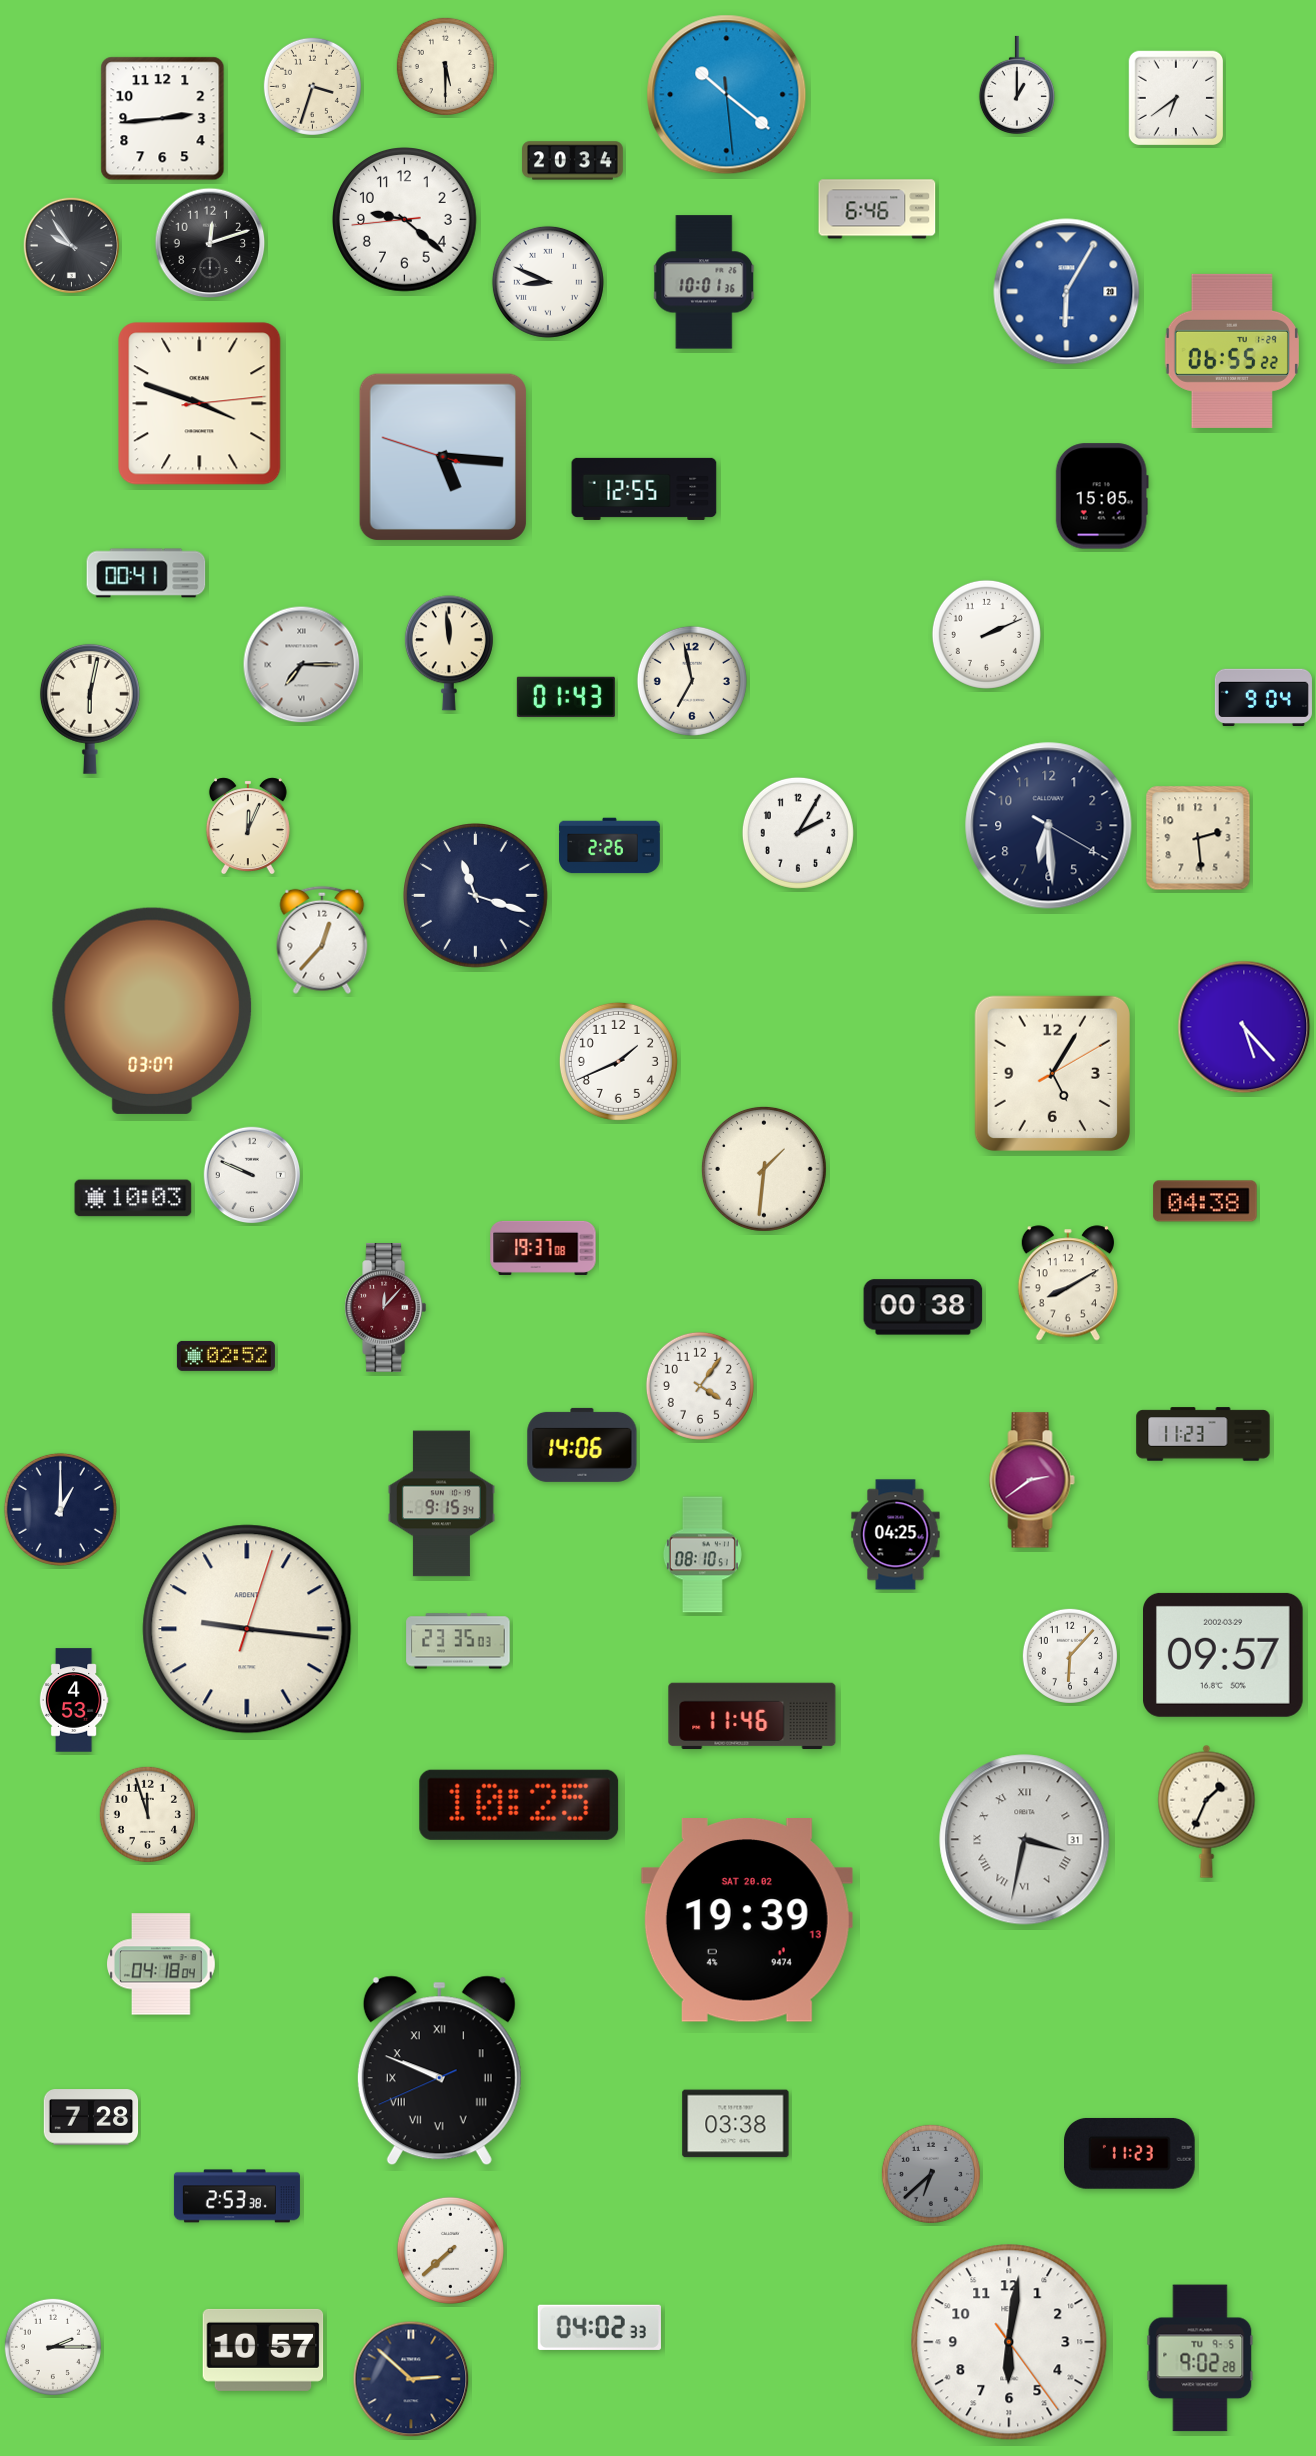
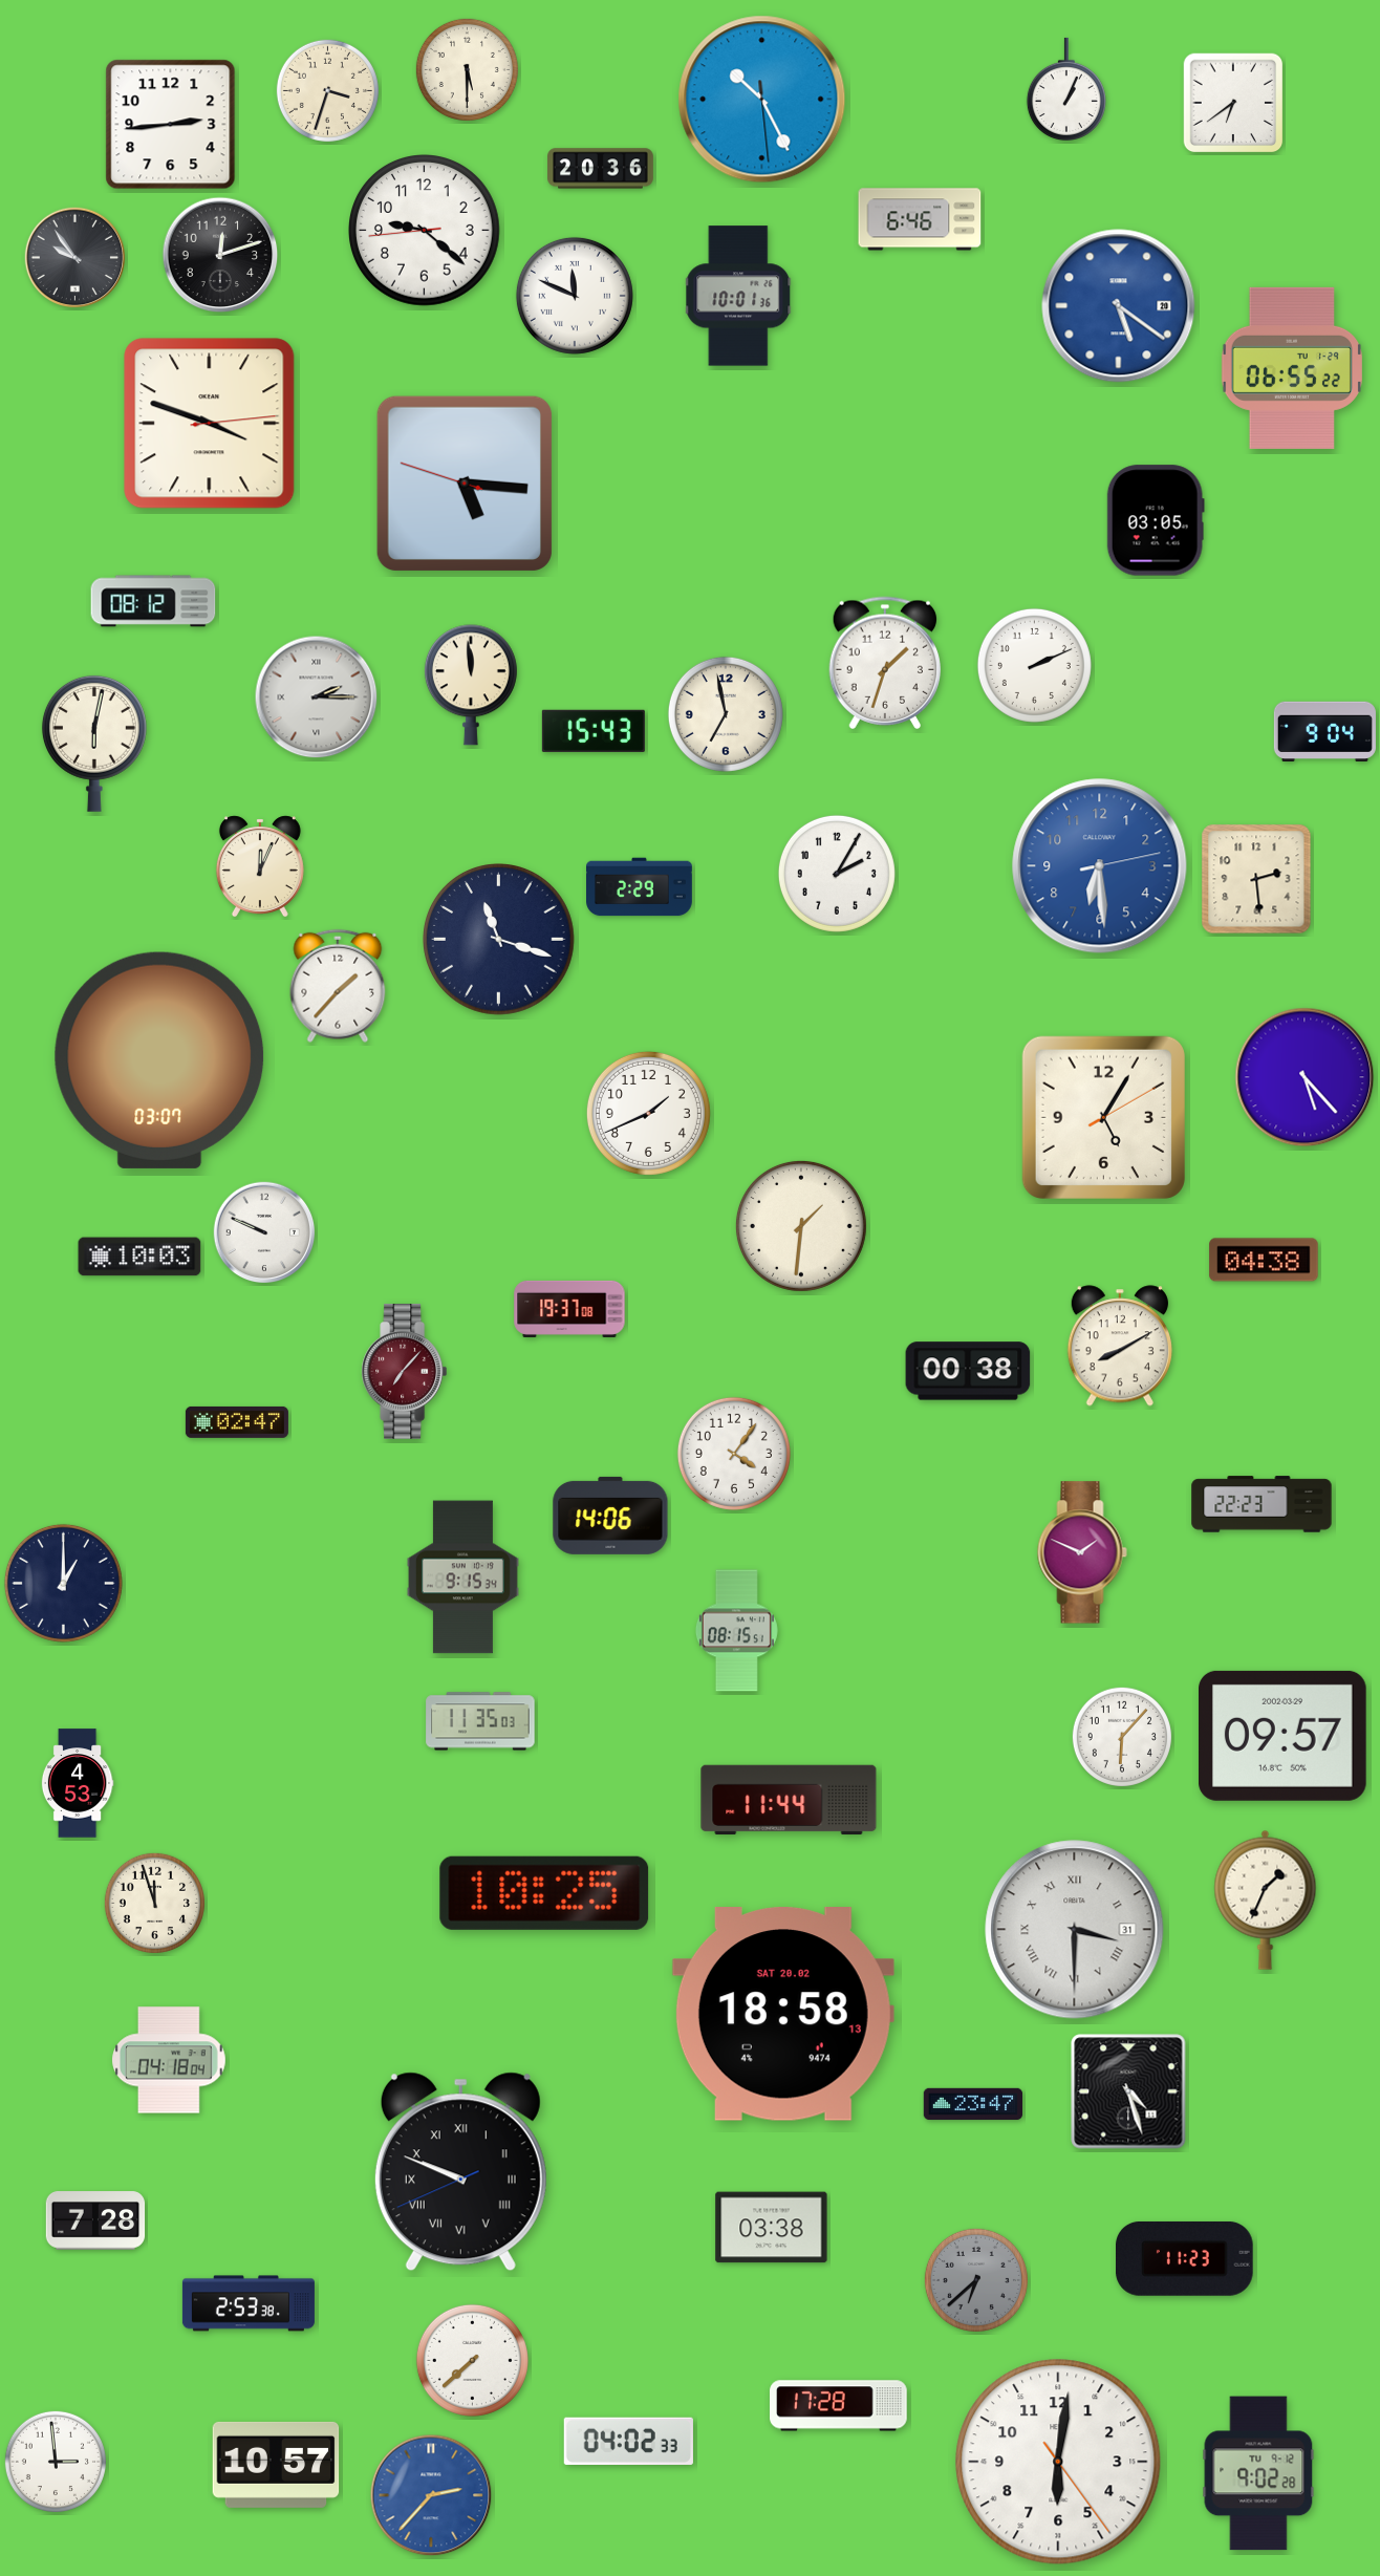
clock at (1017, 84): 1:00 -> 1:04
clock at (727, 95): 10:21 -> 10:25
clock at (573, 161): 20:34 -> 20:36
clock at (548, 282): 8:49 -> 11:49
clock at (1067, 292): 6:05 -> 5:21
clock at (443, 457) position: (443, 457) -> (465, 484)
clock at (644, 489): 12:55 -> none
clock at (1102, 496): 15:05 -> 03:05
clock at (146, 573): 00:41 -> 08:12
clock at (884, 663): none -> 1:33
clock at (302, 665): 7:15 -> 2:15
clock at (566, 697): 01:43 -> 15:43
clock at (1049, 826): 6:29:20 -> 6:29:13
clock at (1049, 826) dial: navy -> blue
clock at (610, 846): 2:26 -> 2:29
clock at (322, 940): 12:37 -> 1:37
clock at (1052, 1073) position: (1052, 1073) -> (1103, 1117)
clock at (386, 1307): 12:07 -> 7:07
clock at (226, 1356): 02:52 -> 02:47
clock at (1203, 1434): 11:23 -> 22:23
clock at (1032, 1480): 2:39 -> 1:49
clock at (896, 1535): 04:25 -> none
clock at (702, 1555): 08:10 -> 08:15
clock at (247, 1629): 9:16 -> none
clock at (458, 1641): 23:35 -> 11:35
clock at (752, 1716): 11:46 -> 11:44
clock at (1025, 1840): 3:32 -> 3:30
clock at (747, 1921): 19:39 -> 18:58
clock at (1128, 2091): none -> 4:27
clock at (973, 2104): none -> 23:47
clock at (839, 2406): none -> 17:28
clock at (1009, 2342) position: (1009, 2342) -> (1058, 2462)
clock at (53, 2347): 2:15 -> 2:59
clock at (1200, 2358) date: TU 9-5 -> TU 9-12
clock at (411, 2379): 2:52 -> 2:37
clock at (411, 2379) dial: navy -> blue
